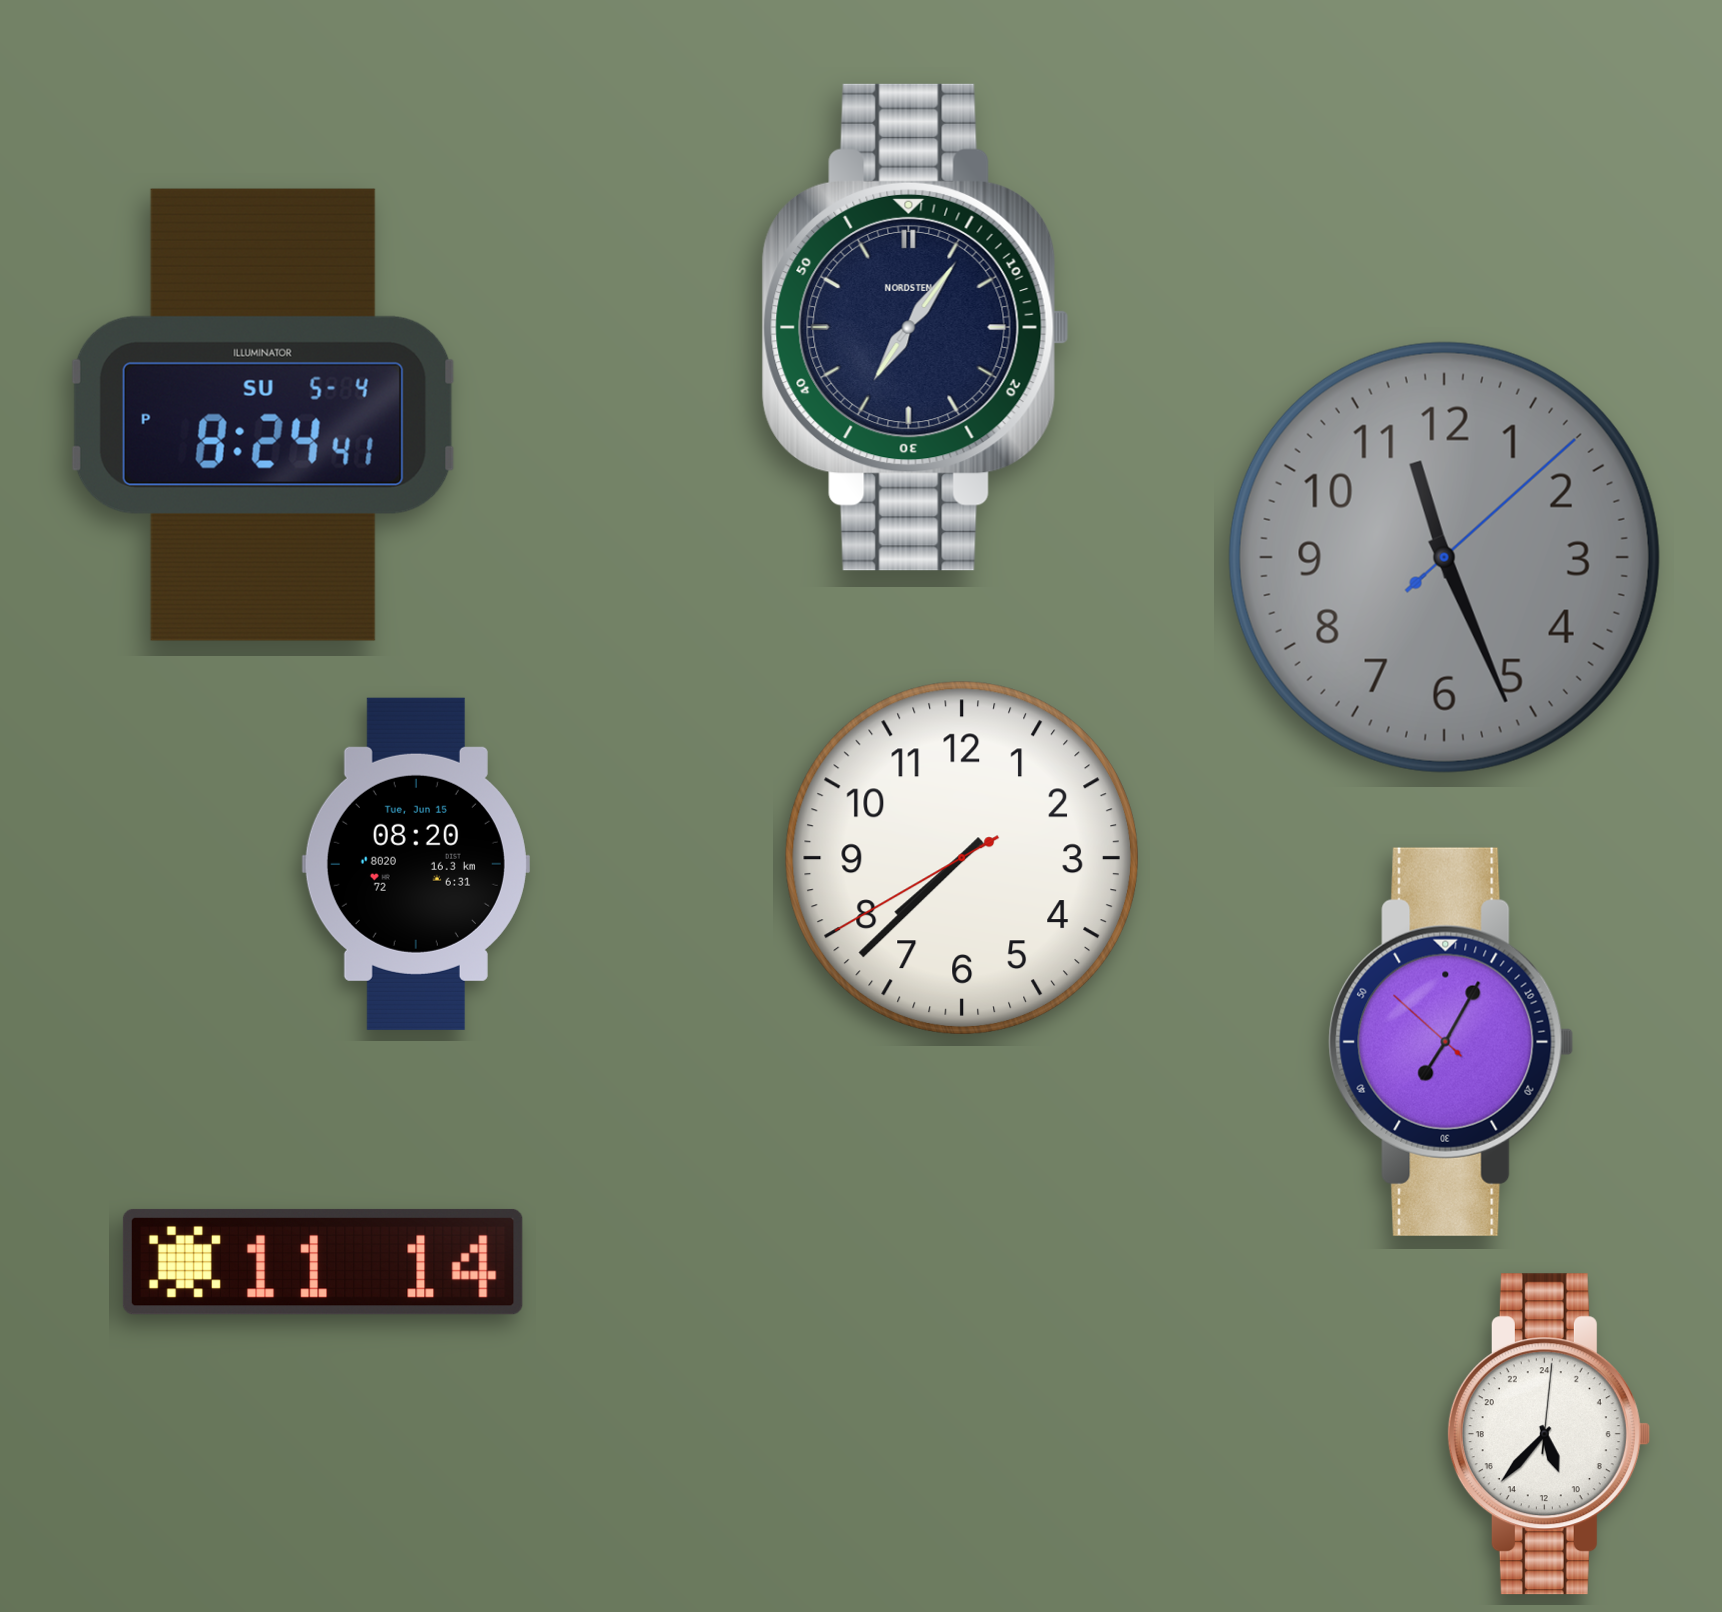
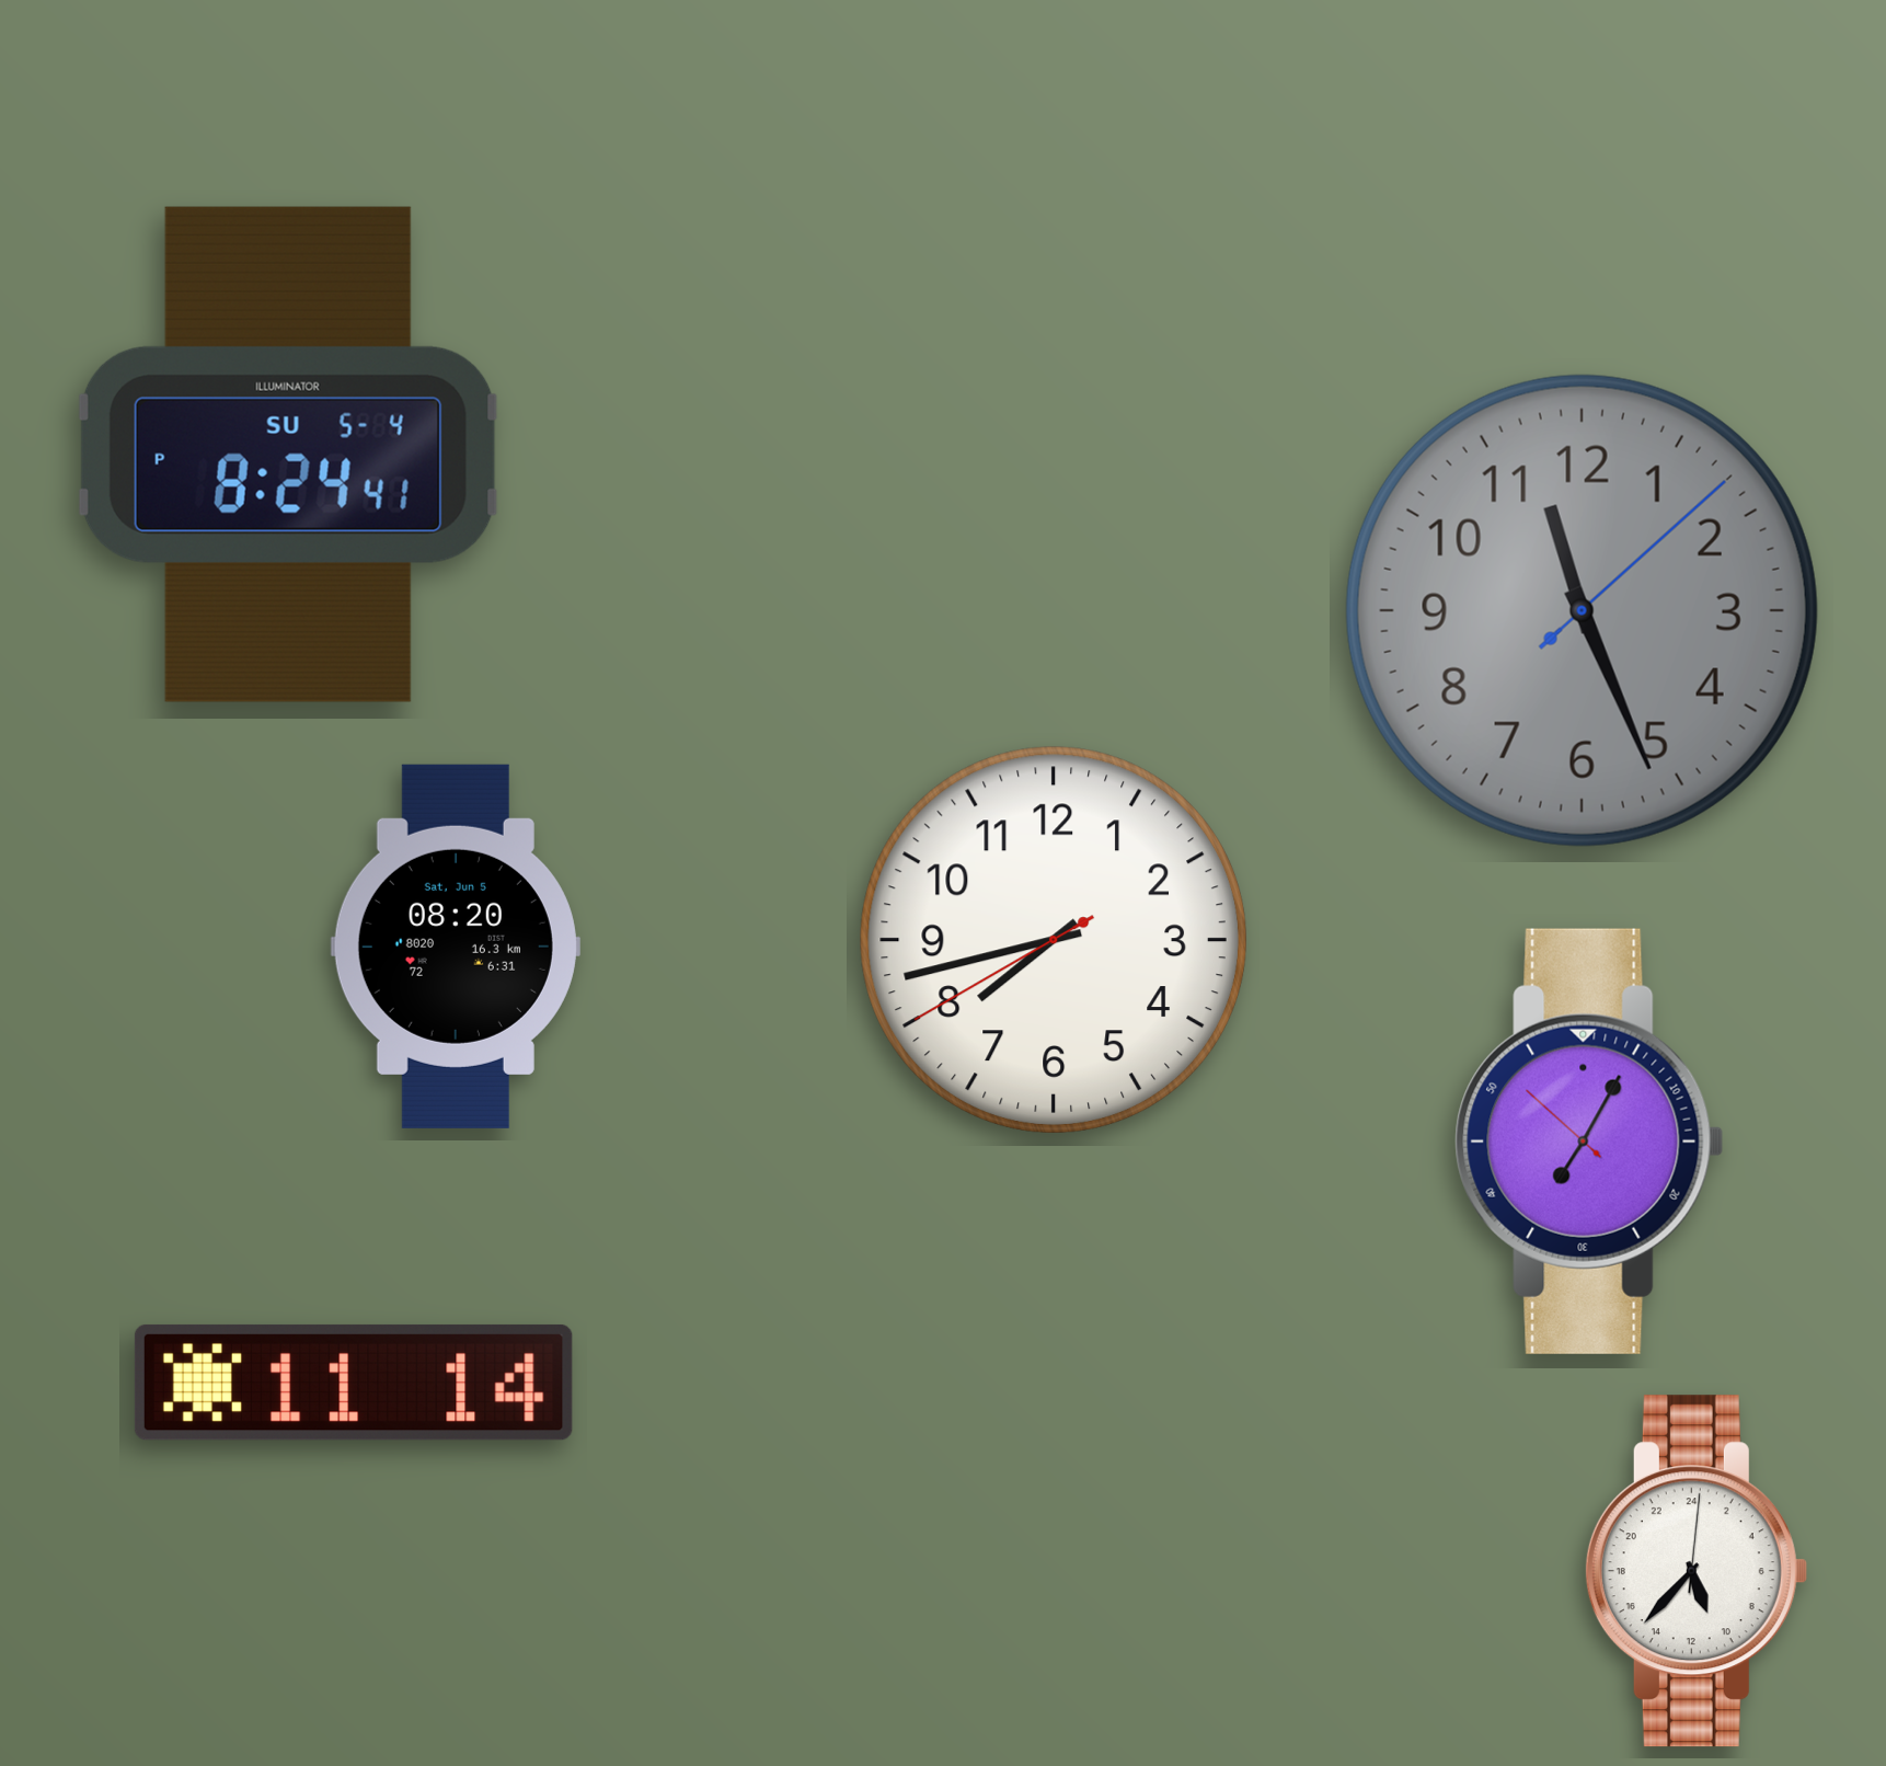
clock at (915, 327): 7:06 -> none
clock at (962, 858): 7:37 -> 7:42
clock at (416, 864) date: Tue, Jun 15 -> Sat, Jun 5
